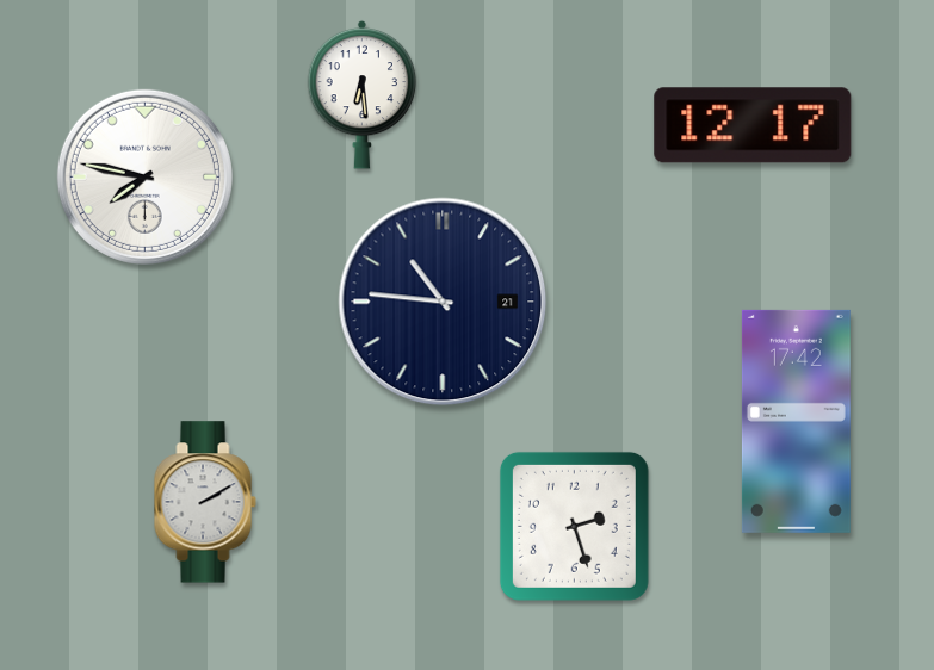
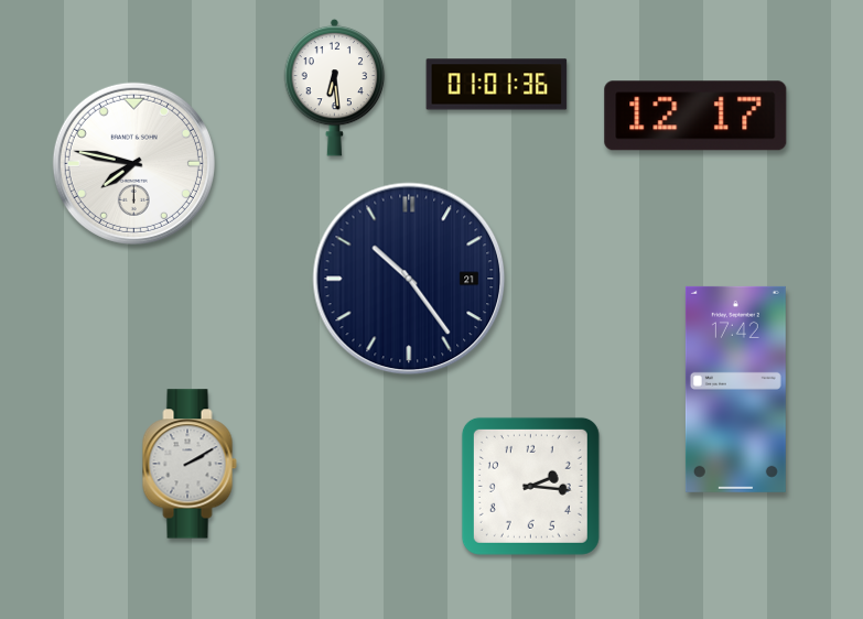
clock at (497, 85): none -> 01:01
clock at (443, 302): 10:46 -> 10:24
clock at (574, 526): 2:27 -> 2:16
